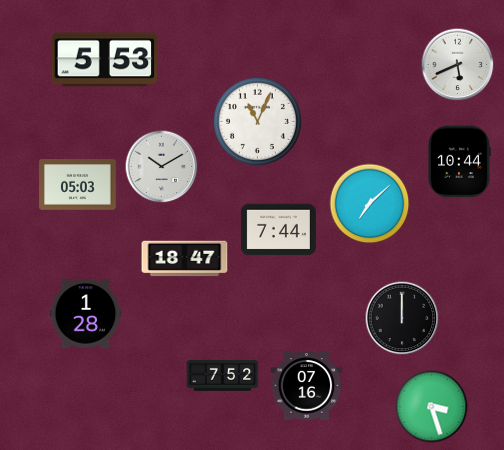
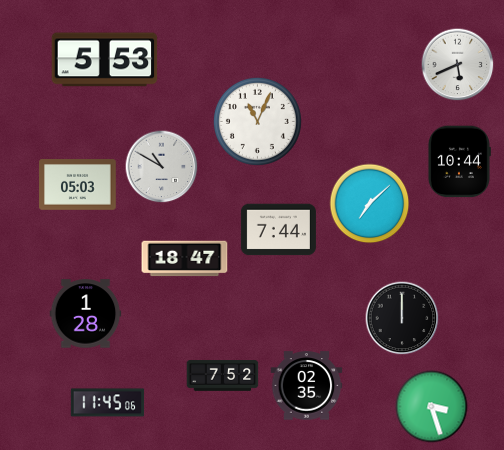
clock at (162, 167): 10:10 -> 10:50
clock at (307, 386): 07:16 -> 02:35
clock at (108, 403): none -> 11:45
